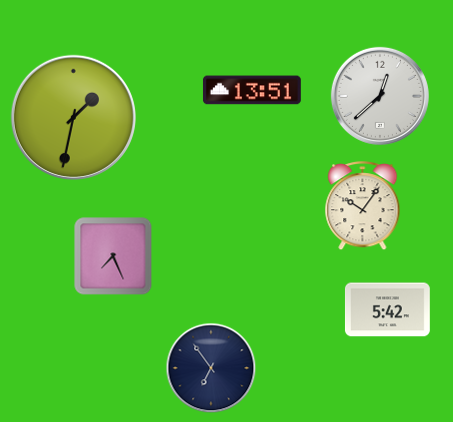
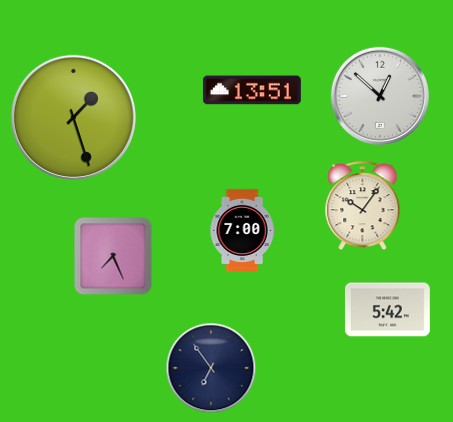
clock at (380, 96): 12:38 -> 12:52
clock at (73, 117): 1:32 -> 1:27
clock at (242, 230): none -> 7:00
